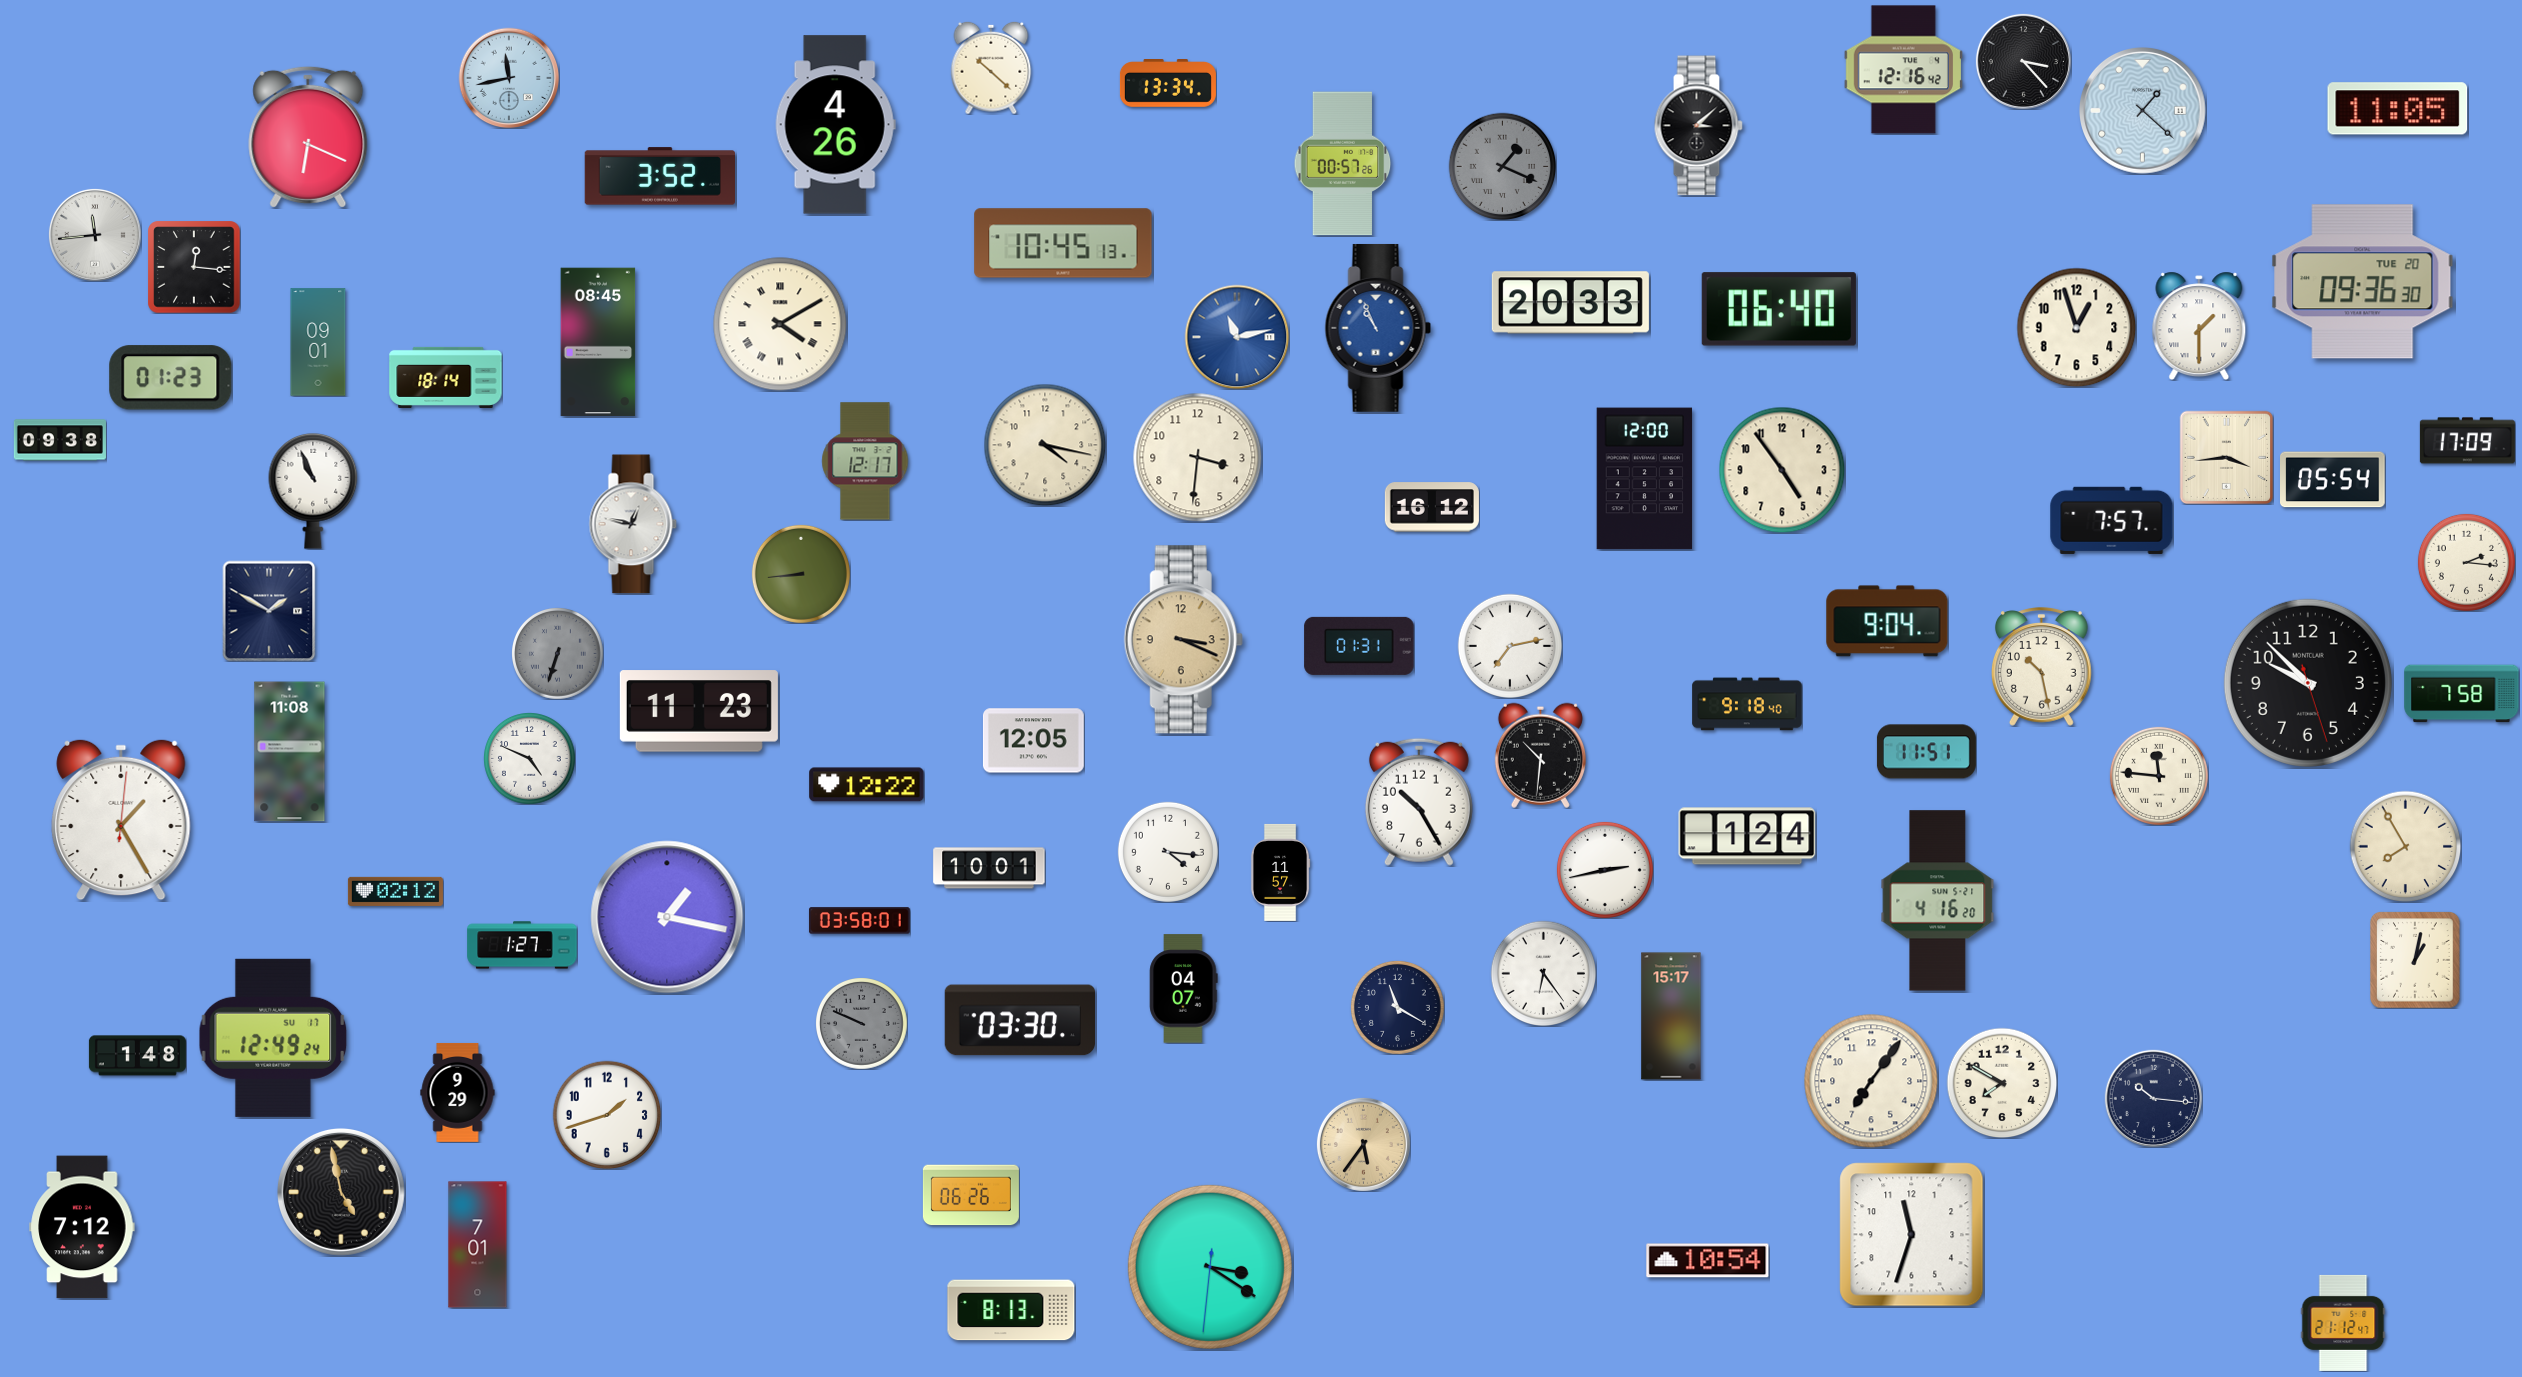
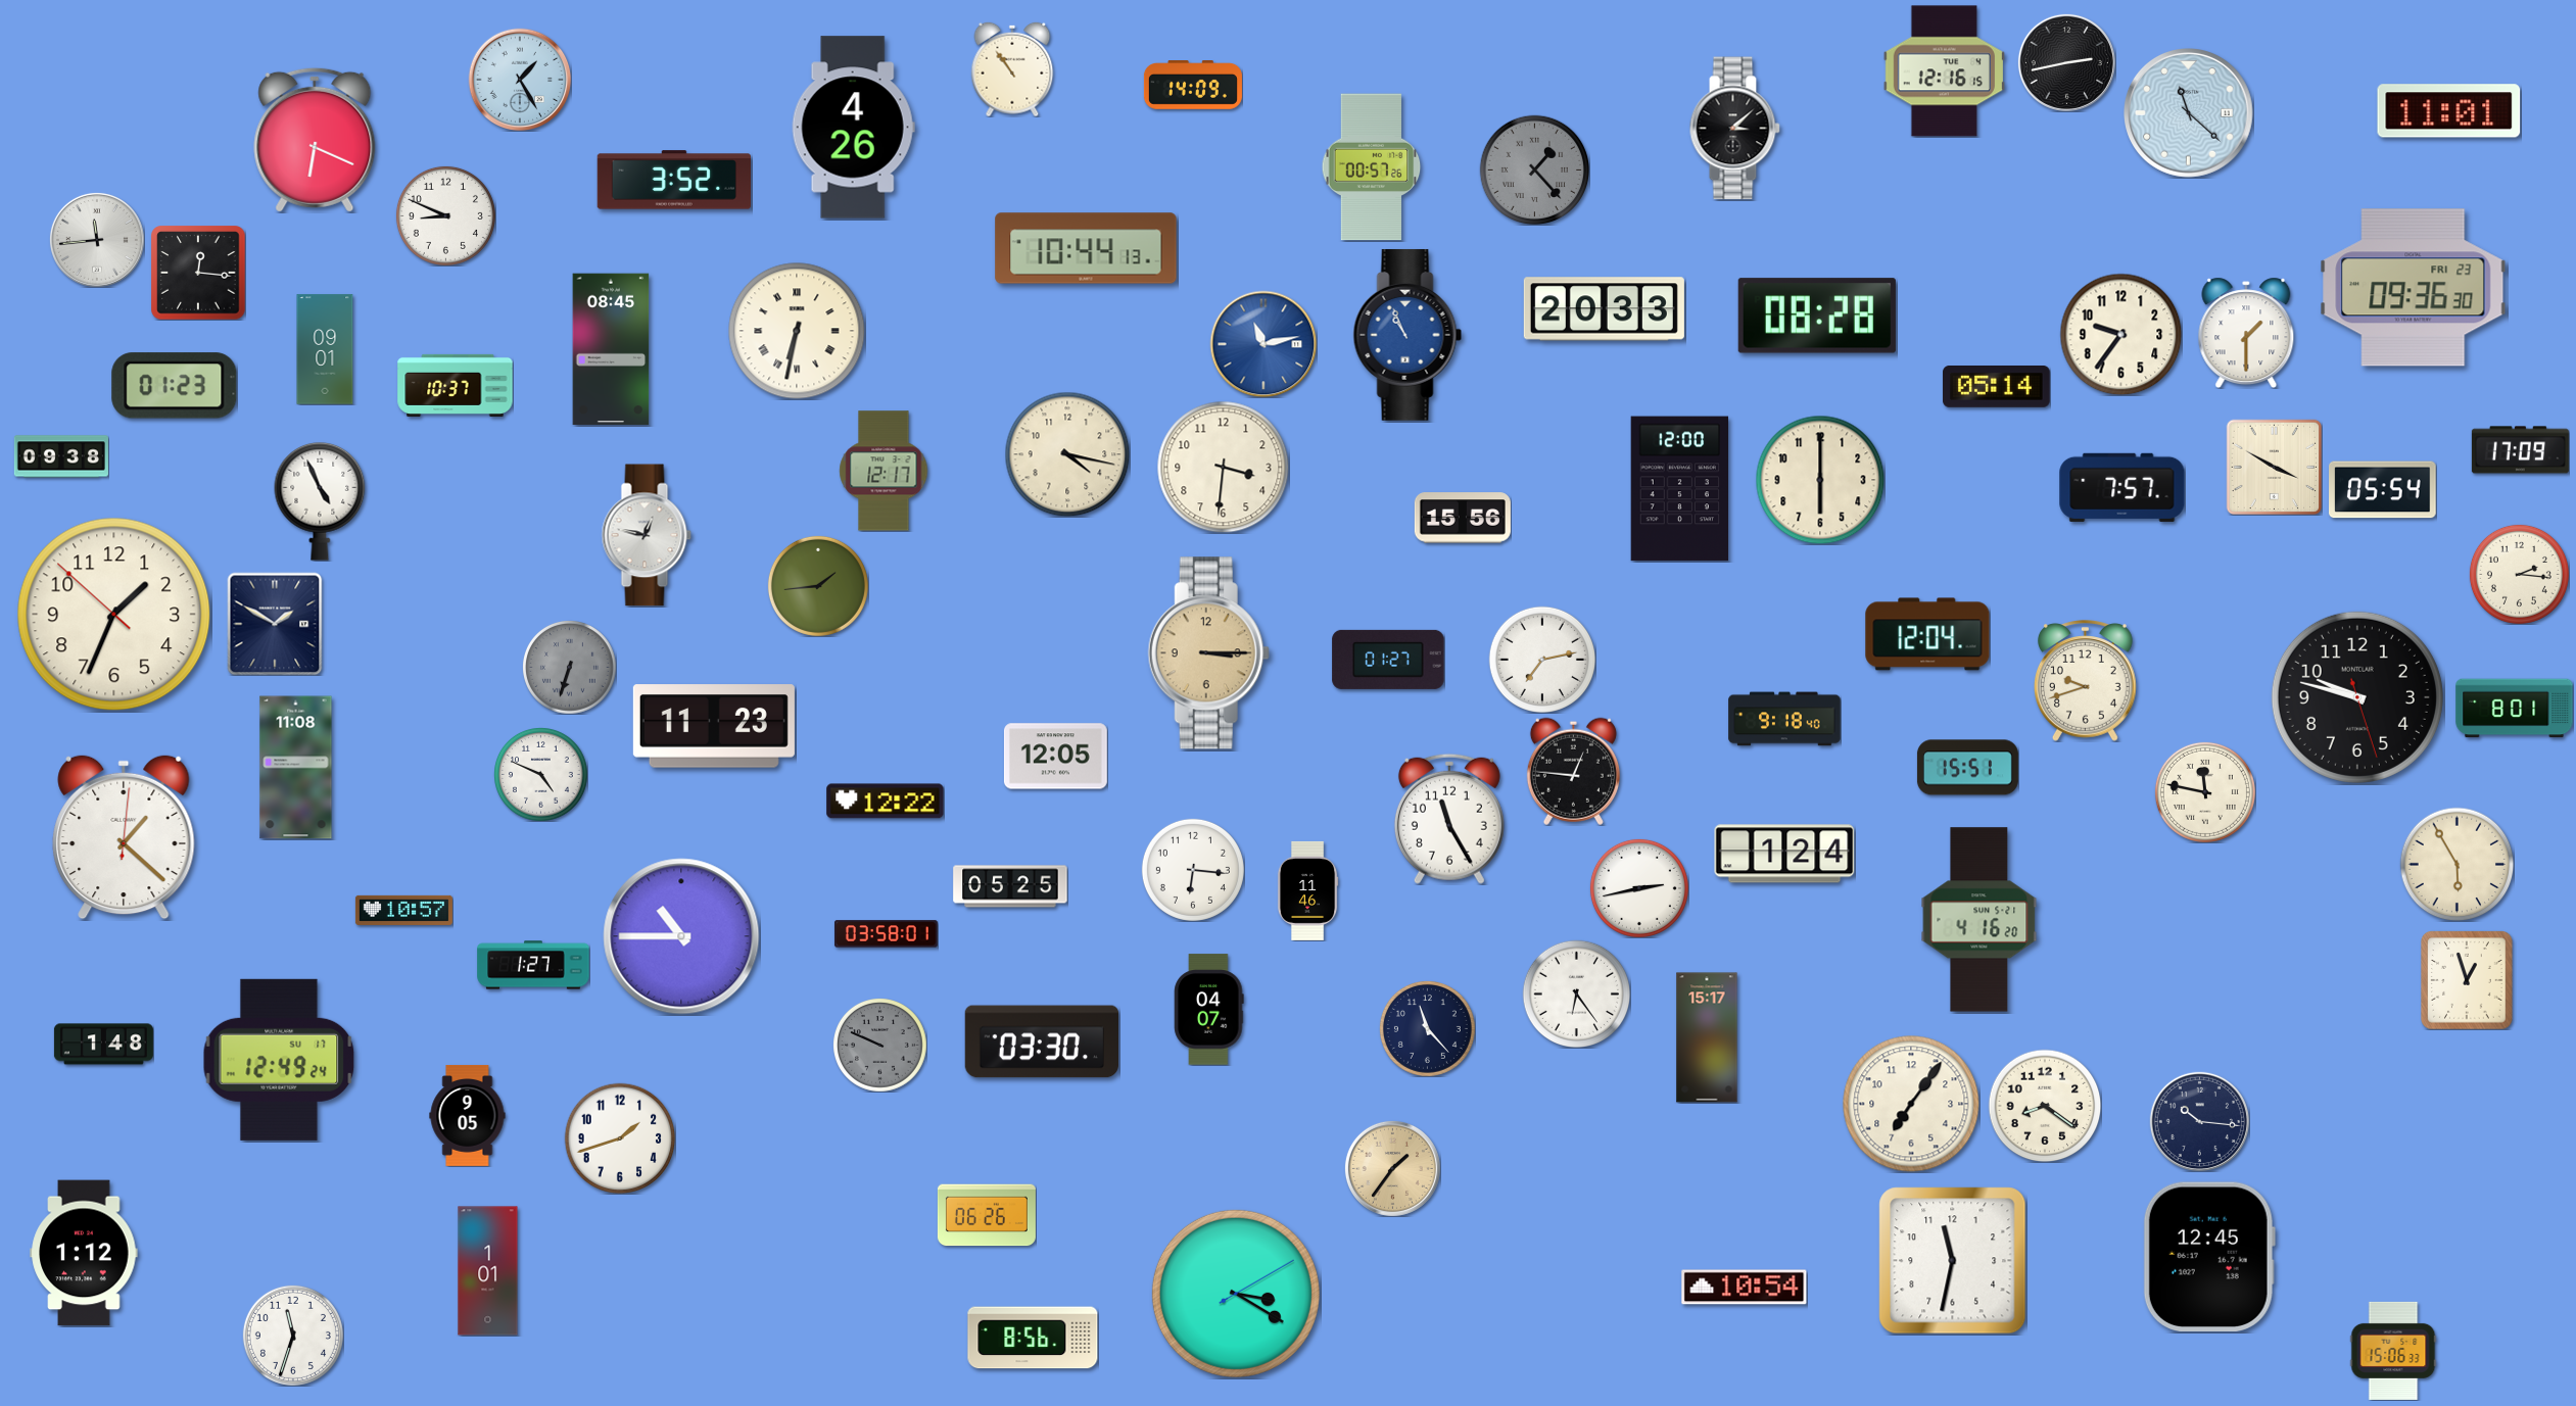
clock at (2023, 61): 3:23 -> 2:43
clock at (991, 68): 10:22 -> 10:54
clock at (1903, 70): 12:16:42 -> 12:16:15
clock at (509, 78): 11:43 -> 1:25
clock at (1168, 84): 13:34 -> 14:09
clock at (2398, 109): 11:05 -> 11:01
clock at (2143, 111): 1:22 -> 11:22
clock at (1502, 166): 1:19 -> 1:23
clock at (445, 215): none -> 8:49
clock at (1063, 243): 10:45 -> 10:44
clock at (2363, 282) date: TUE 20 -> FRI 23
clock at (1779, 309): 06:40 -> 08:28
clock at (780, 324): 4:10 -> 6:32
clock at (2076, 327): 12:57 -> 9:36
clock at (446, 377): 18:14 -> 10:37
clock at (1997, 387): none -> 05:14
clock at (60, 440) position: (60, 440) -> (61, 456)
clock at (2226, 457): 3:44 -> 3:50
clock at (1782, 470): 4:54 -> 6:00
clock at (313, 492): 10:56 -> 4:56
clock at (1432, 507): 16:12 -> 15:56
clock at (2112, 520) position: (2112, 520) -> (2122, 487)
clock at (801, 574): 8:44 -> 1:44
clock at (114, 615): none -> 1:33
clock at (1887, 621): 9:04 -> 12:04
clock at (1183, 640): 3:19 -> 3:15
clock at (1359, 646): 01:31 -> 01:27
clock at (2041, 667): 10:28 -> 9:42
clock at (2308, 683): 9:52 -> 9:47
clock at (2462, 694): 7:58 -> 8:01
clock at (1926, 752): 11:51 -> 15:51
clock at (1540, 755): 10:31 -> 12:46
clock at (2159, 776): 11:46 -> 11:47
clock at (1419, 802): 10:25 -> 11:25
clock at (121, 820): 1:25 -> 1:22
clock at (2405, 846): 7:55 -> 5:55
clock at (1168, 852): 4:16 -> 6:16
clock at (989, 868): 10:01 -> 05:25
clock at (1280, 872): 11:57 -> 11:46
clock at (395, 891): 02:12 -> 10:57
clock at (667, 917): 1:17 -> 10:45
clock at (859, 921) position: (859, 921) -> (886, 934)
clock at (2415, 960): 1:02 -> 12:57
clock at (1397, 1007): 11:20 -> 11:23
clock at (137, 1056) position: (137, 1056) -> (103, 1045)
clock at (2002, 1083): 7:50 -> 8:21
clock at (458, 1092): 9:29 -> 9:05
clock at (1363, 1144): 5:36 -> 1:36
clock at (341, 1192): 4:58 -> none
clock at (971, 1195) position: (971, 1195) -> (987, 1215)
clock at (82, 1227): 7:12 -> 1:12
clock at (2209, 1256): none -> 12:45
clock at (1912, 1235): 11:33 -> 11:32
clock at (478, 1245): 7:01 -> 1:01
clock at (1210, 1267): 3:20:31 -> 3:20:10
clock at (293, 1336): none -> 11:33
clock at (1011, 1310): 8:13 -> 8:56
clock at (2343, 1323): 21:12 -> 15:06
